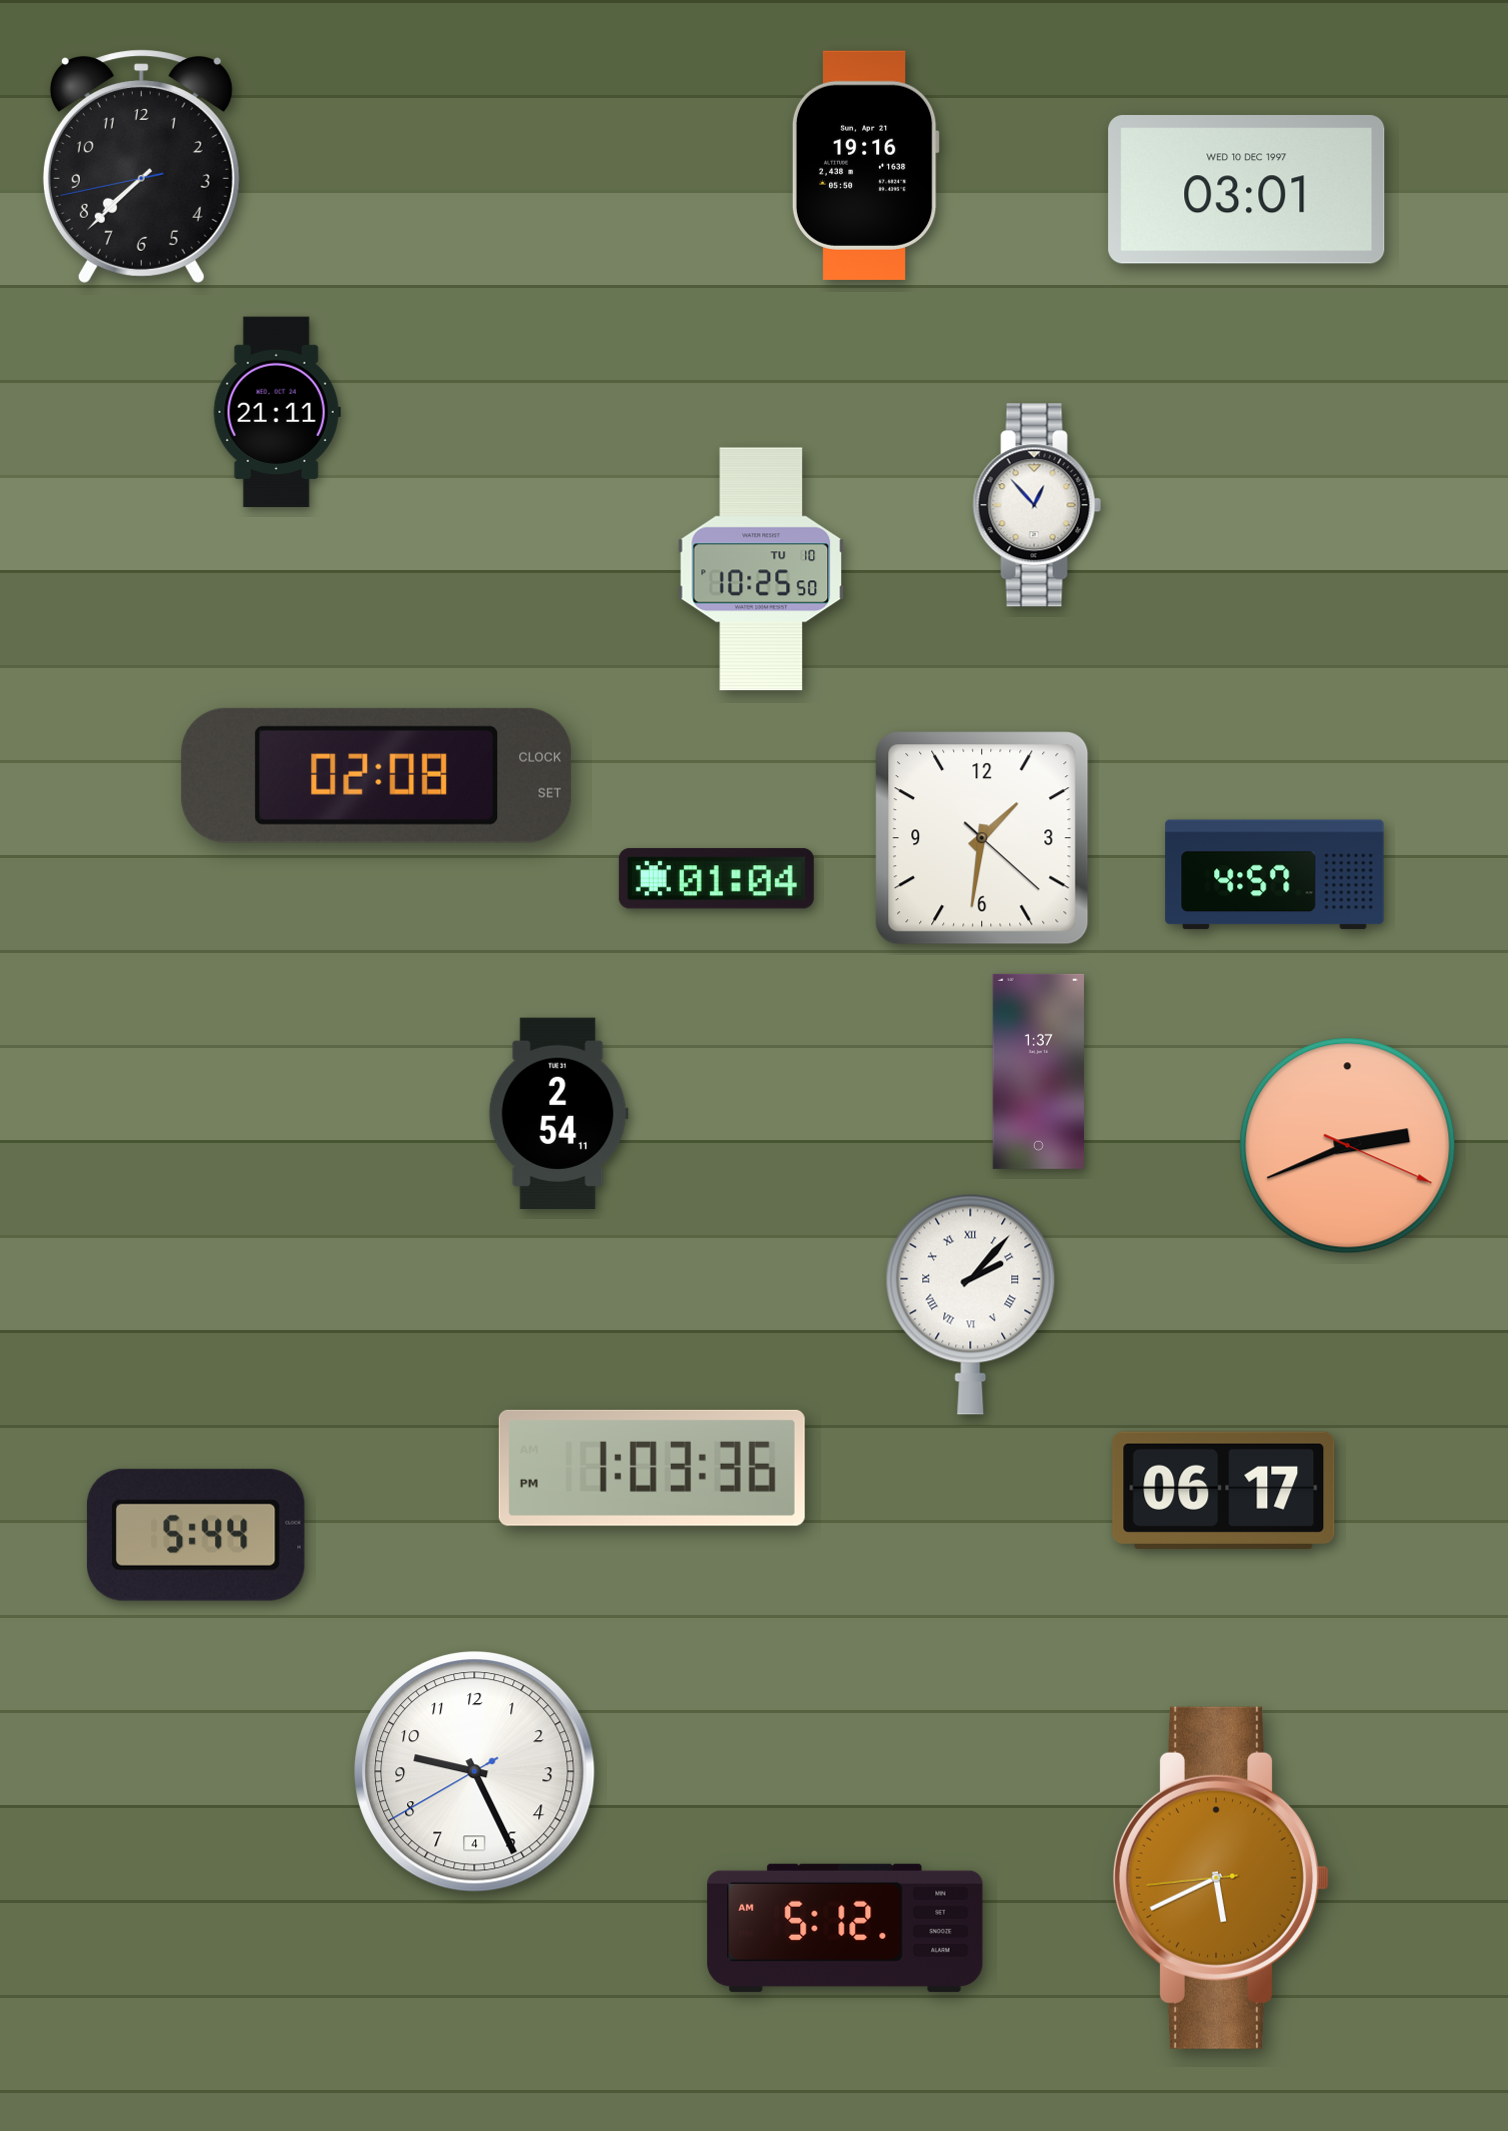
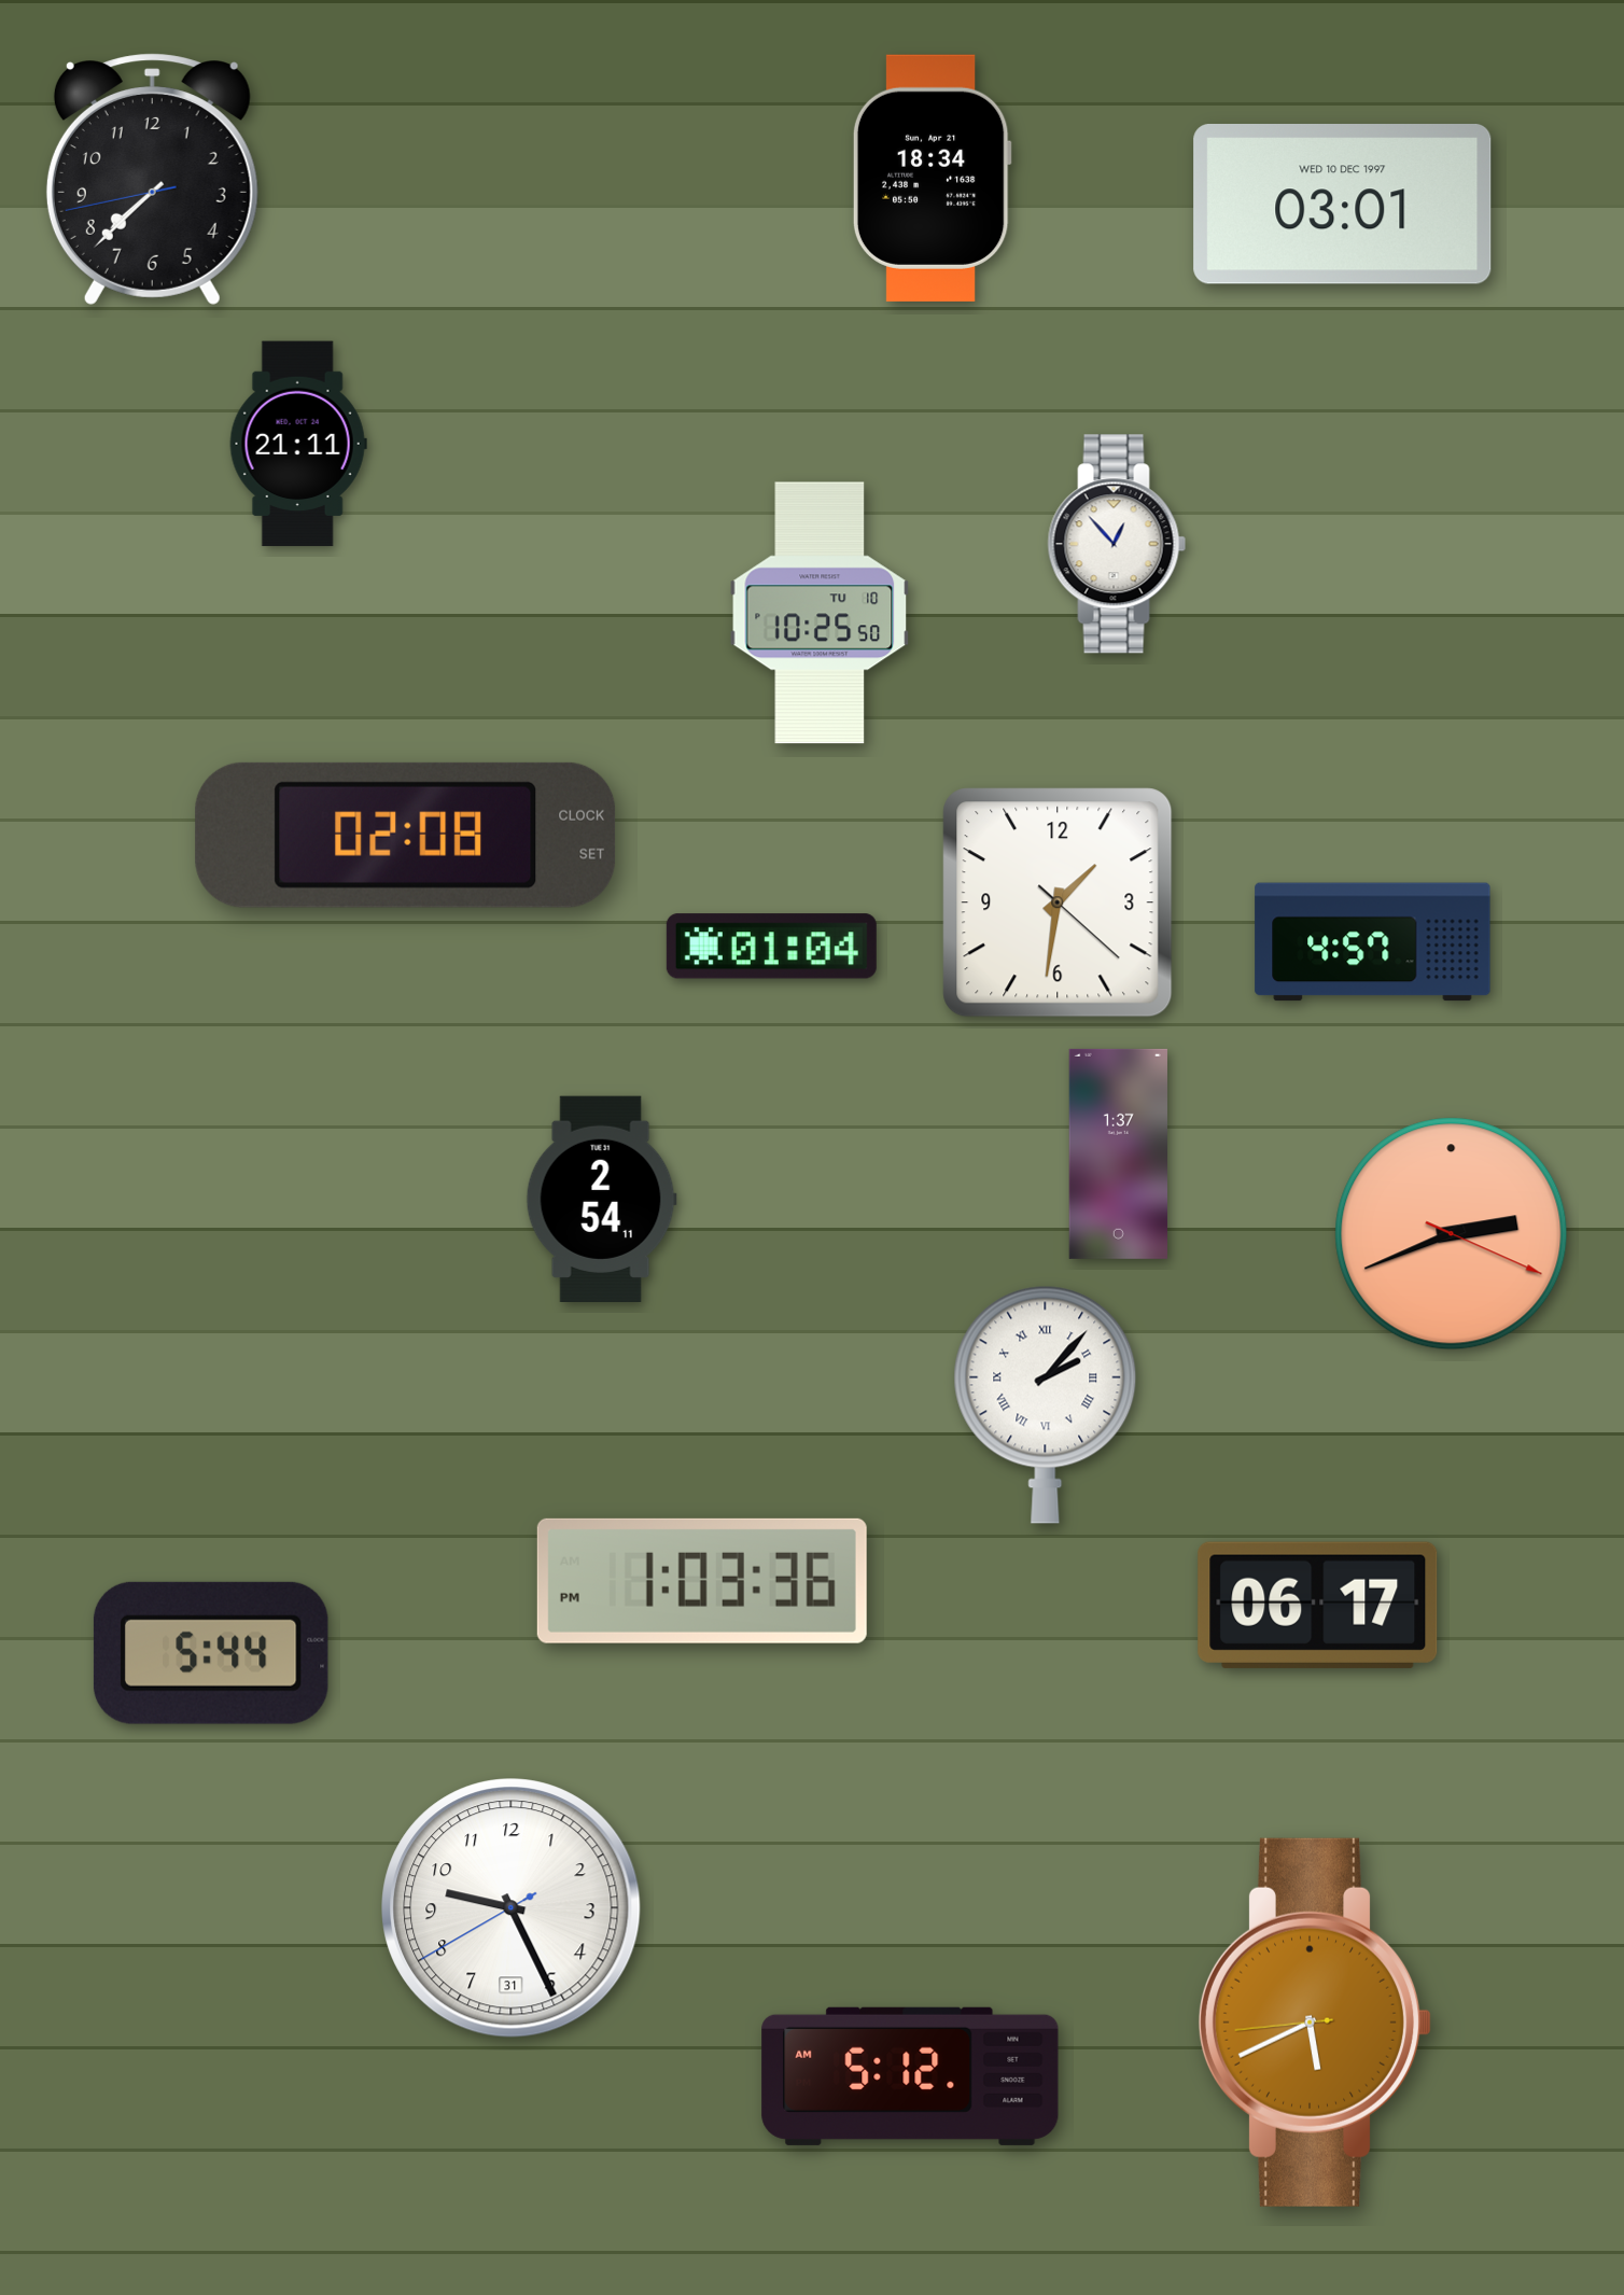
clock at (865, 165): 19:16 -> 18:34
clock at (475, 1772) date: 4 -> 31
